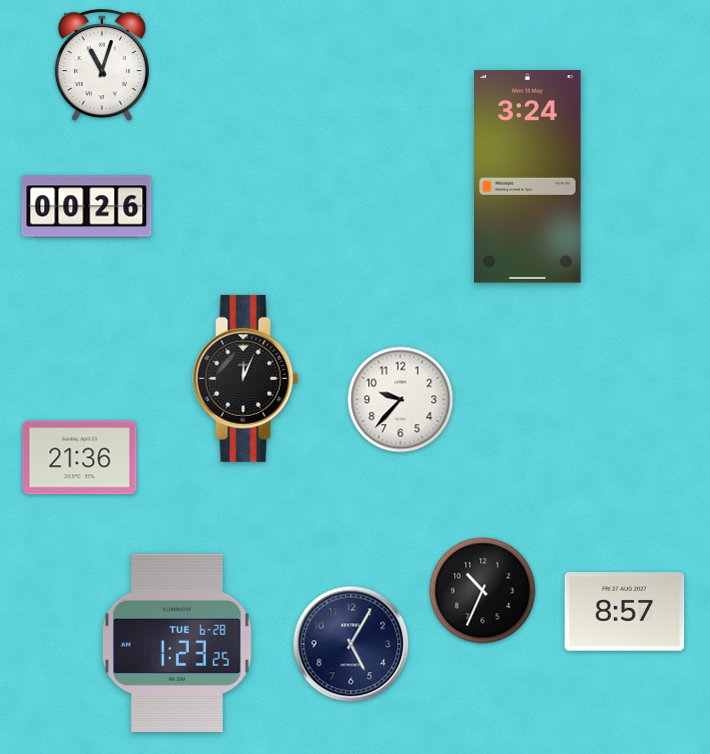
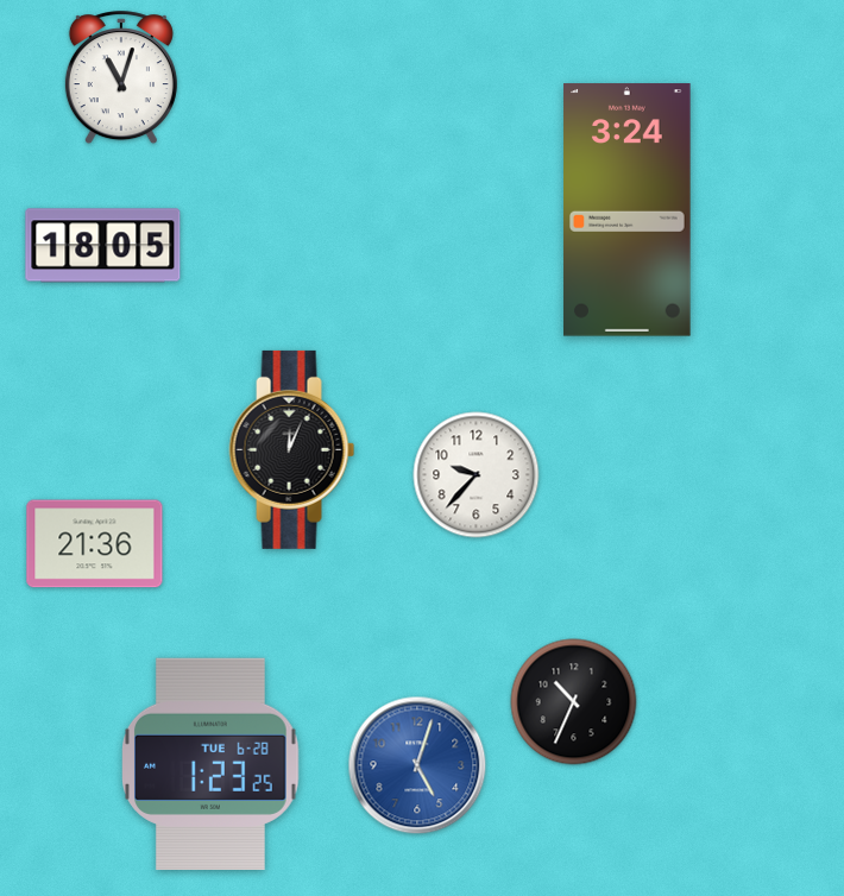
clock at (87, 207): 00:26 -> 18:05
clock at (625, 612): 8:57 -> none
clock at (351, 644): 5:05 -> 5:03
clock at (351, 644) dial: navy -> blue
